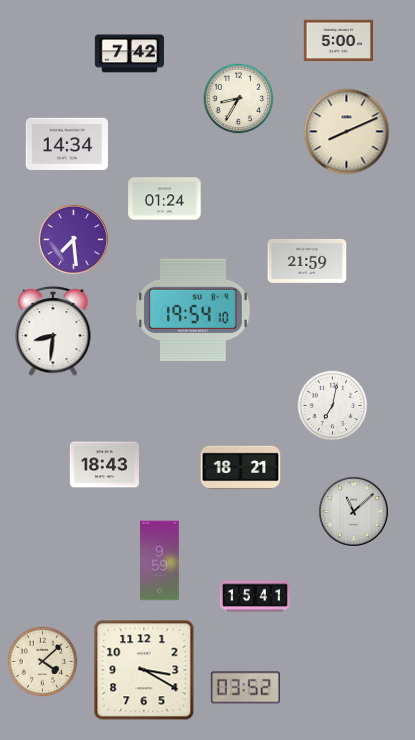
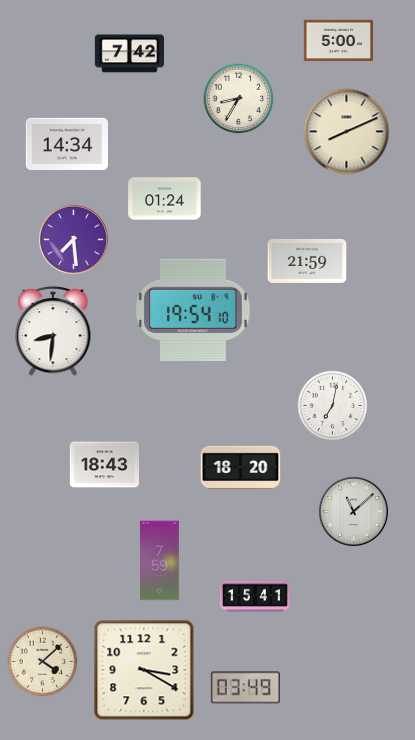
clock at (241, 468): 18:21 -> 18:20
clock at (160, 561): 9:59 -> 7:59
clock at (245, 688): 03:52 -> 03:49
